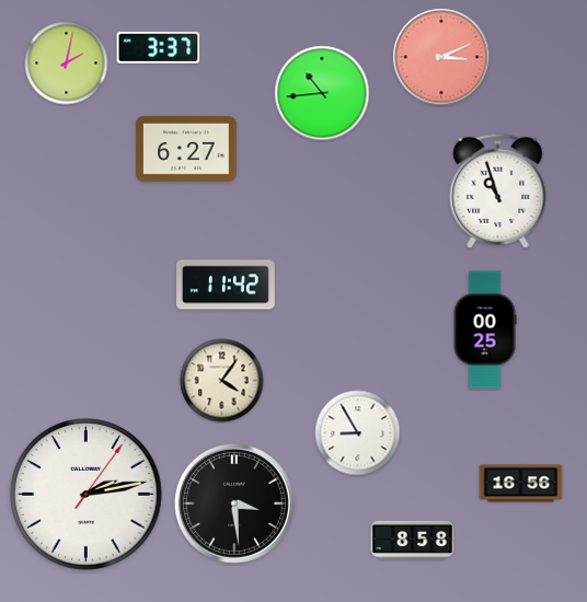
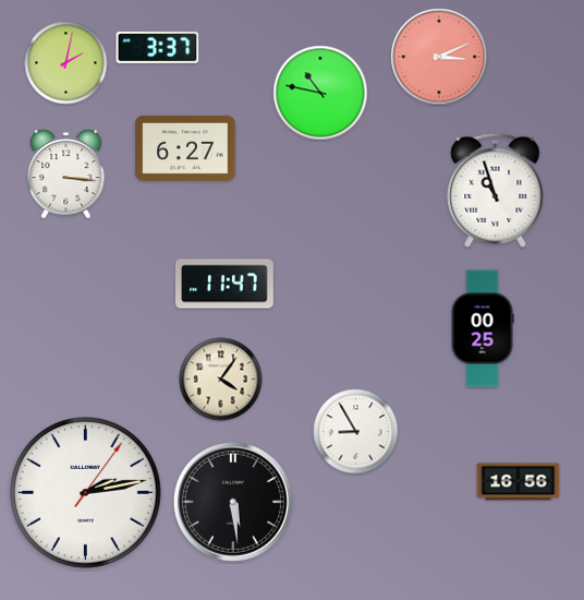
clock at (322, 93): 10:44 -> 10:47
clock at (66, 175): none -> 3:16
clock at (226, 285): 11:42 -> 11:47
clock at (234, 503): 3:29 -> 5:29
clock at (413, 540): 8:58 -> none
